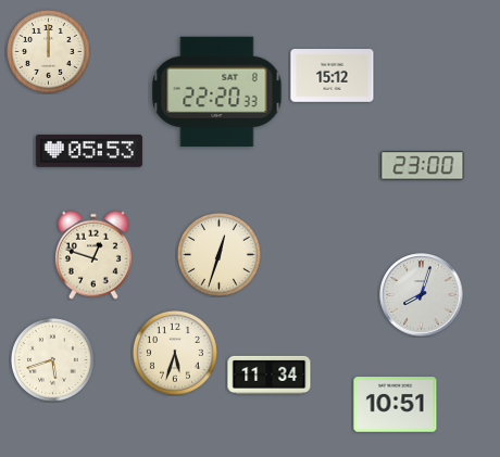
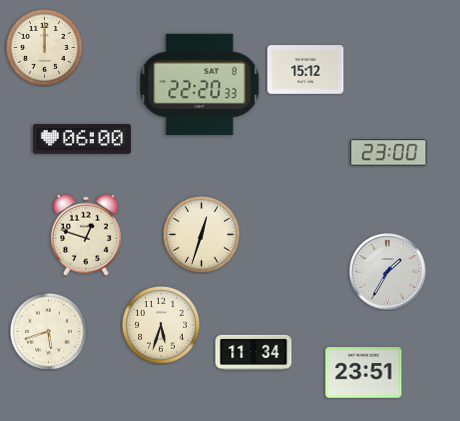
clock at (89, 151): 05:53 -> 06:00
clock at (422, 295): 8:03 -> 1:35
clock at (270, 375) position: (270, 375) -> (254, 352)
clock at (396, 405): 10:51 -> 23:51
